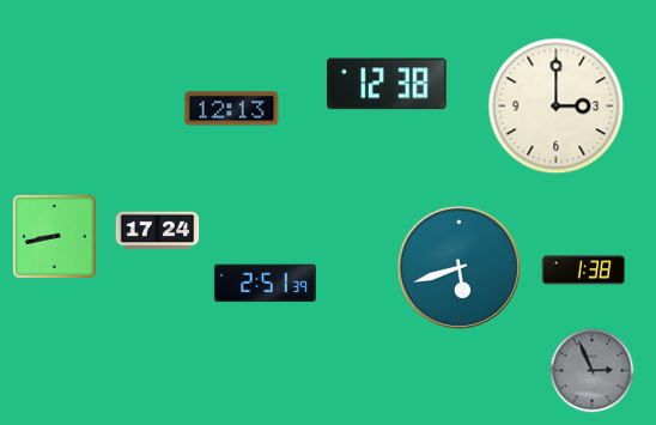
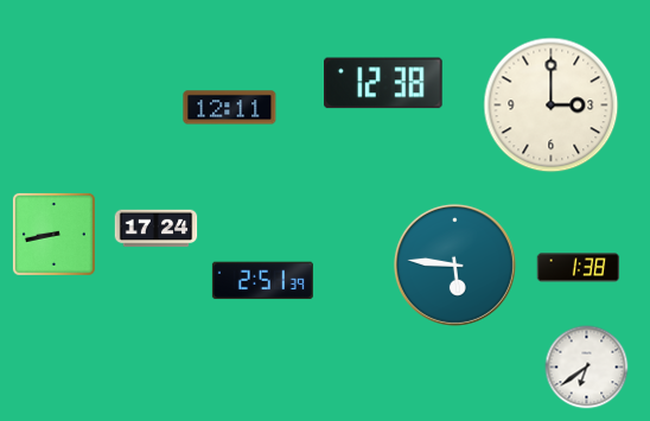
clock at (232, 109): 12:13 -> 12:11
clock at (458, 267): 5:42 -> 5:46
clock at (593, 371): 2:56 -> 6:39
clock at (593, 371) dial: grey -> white
